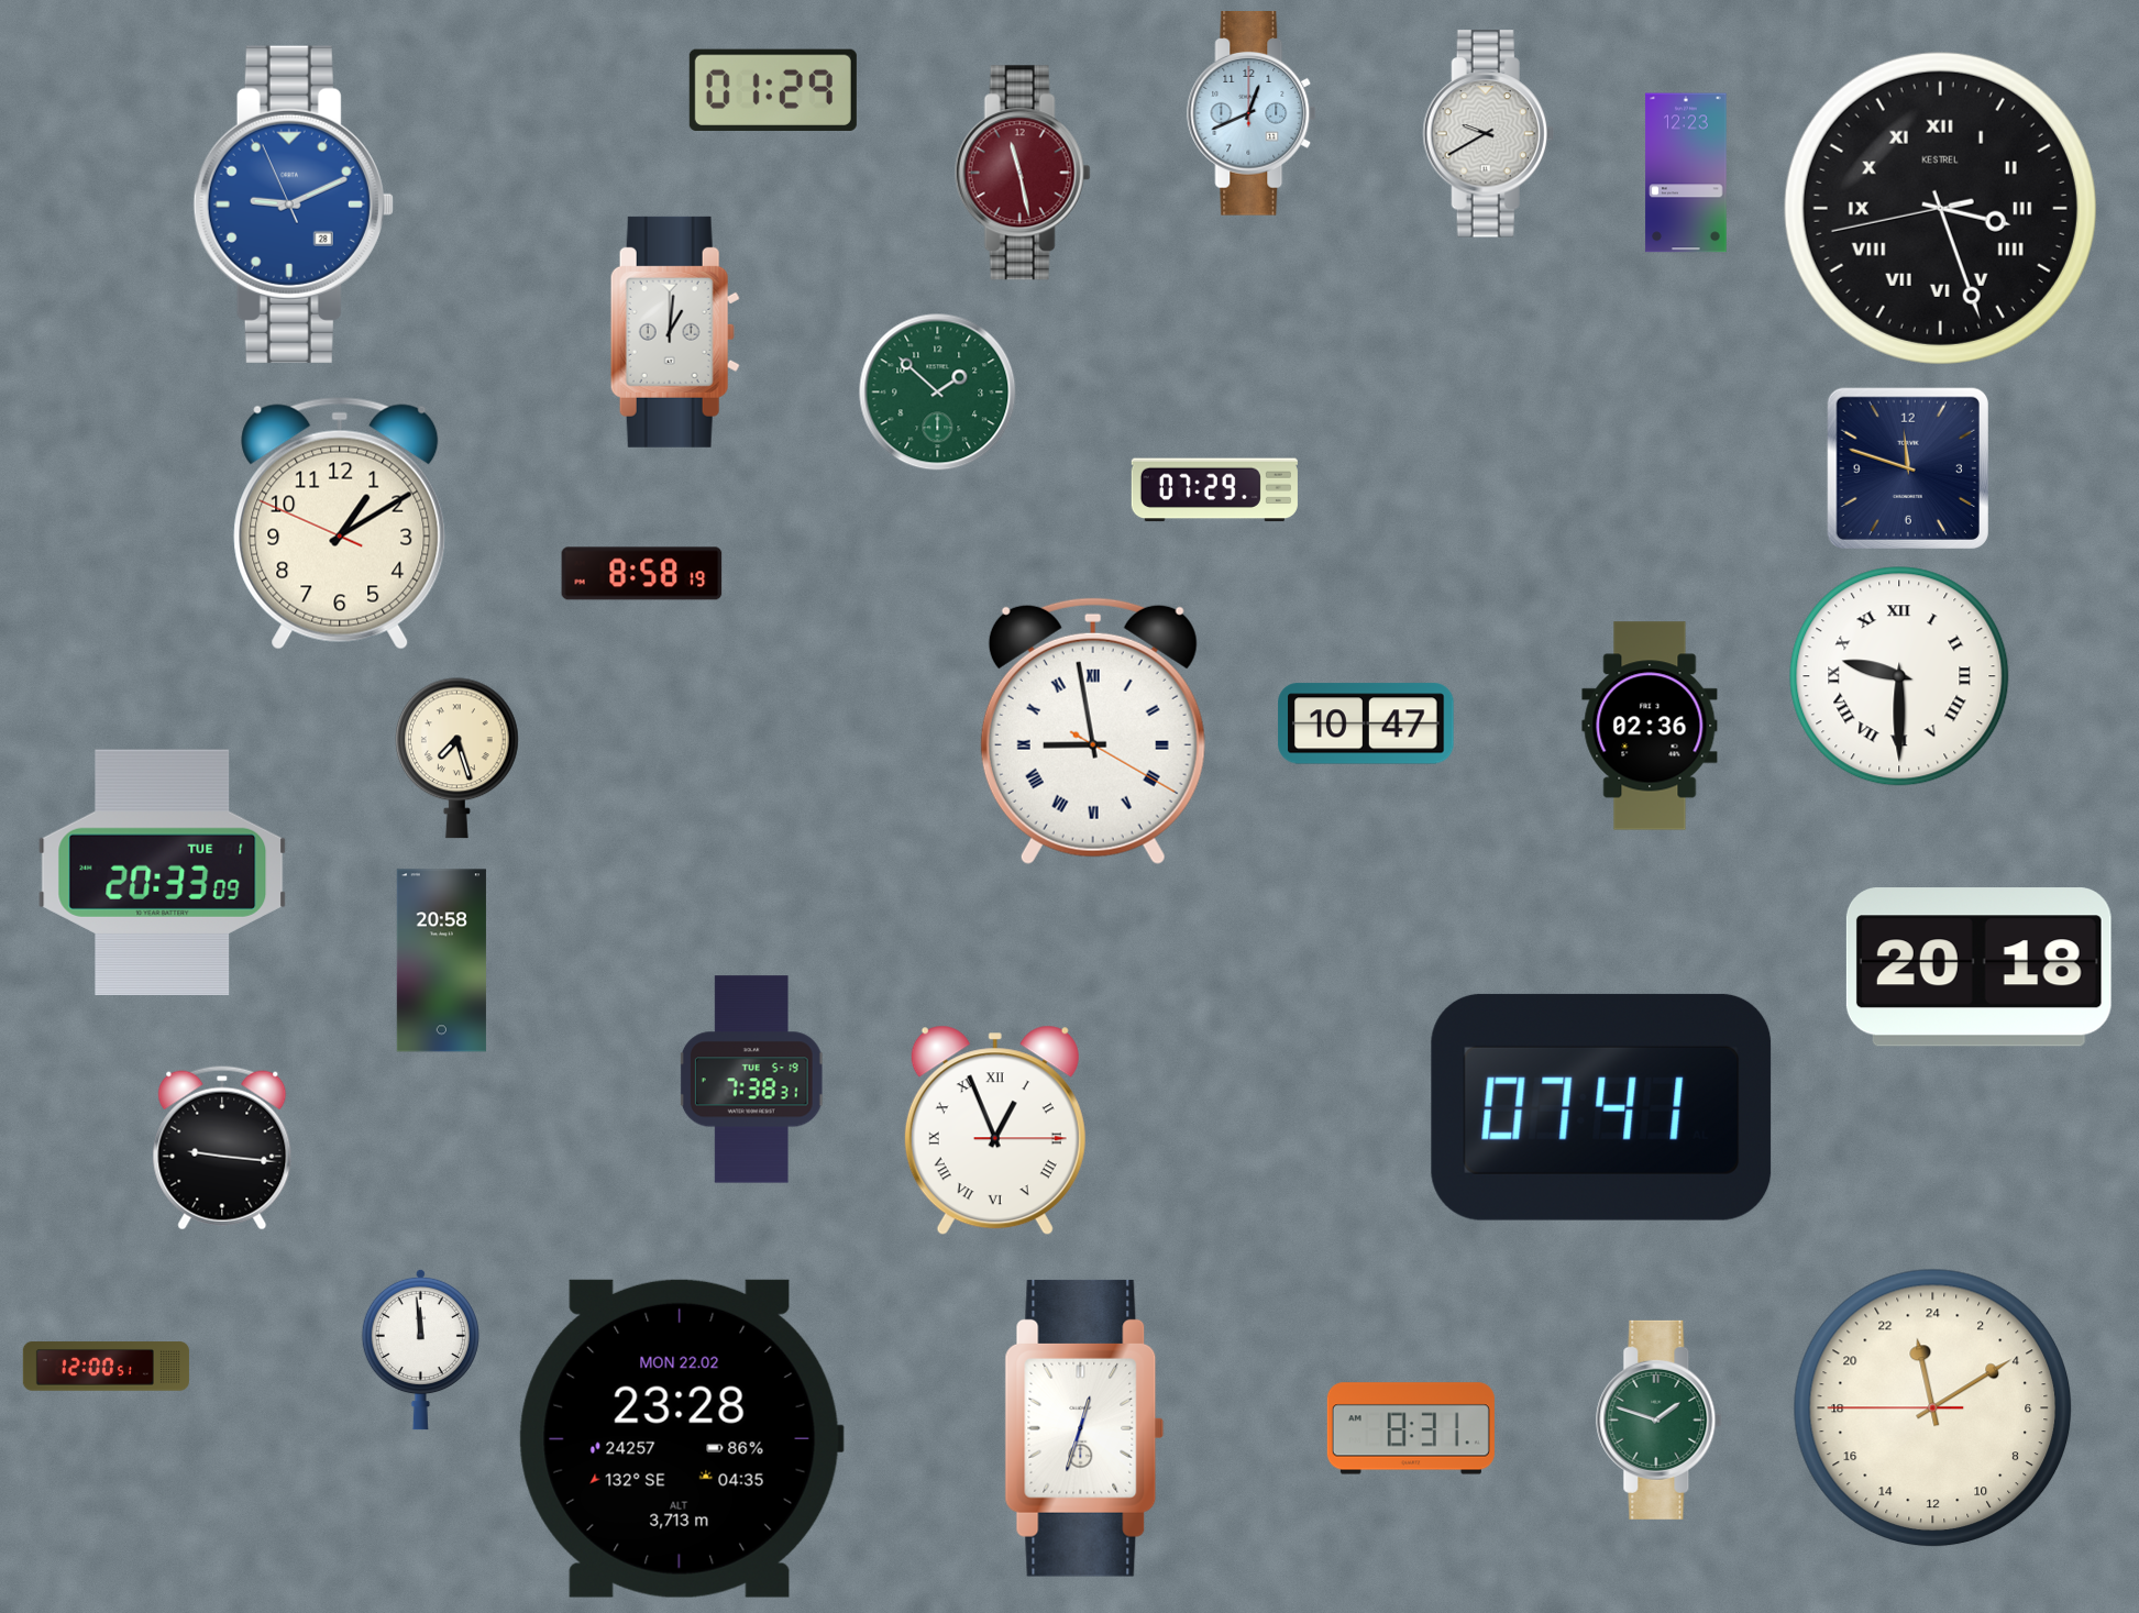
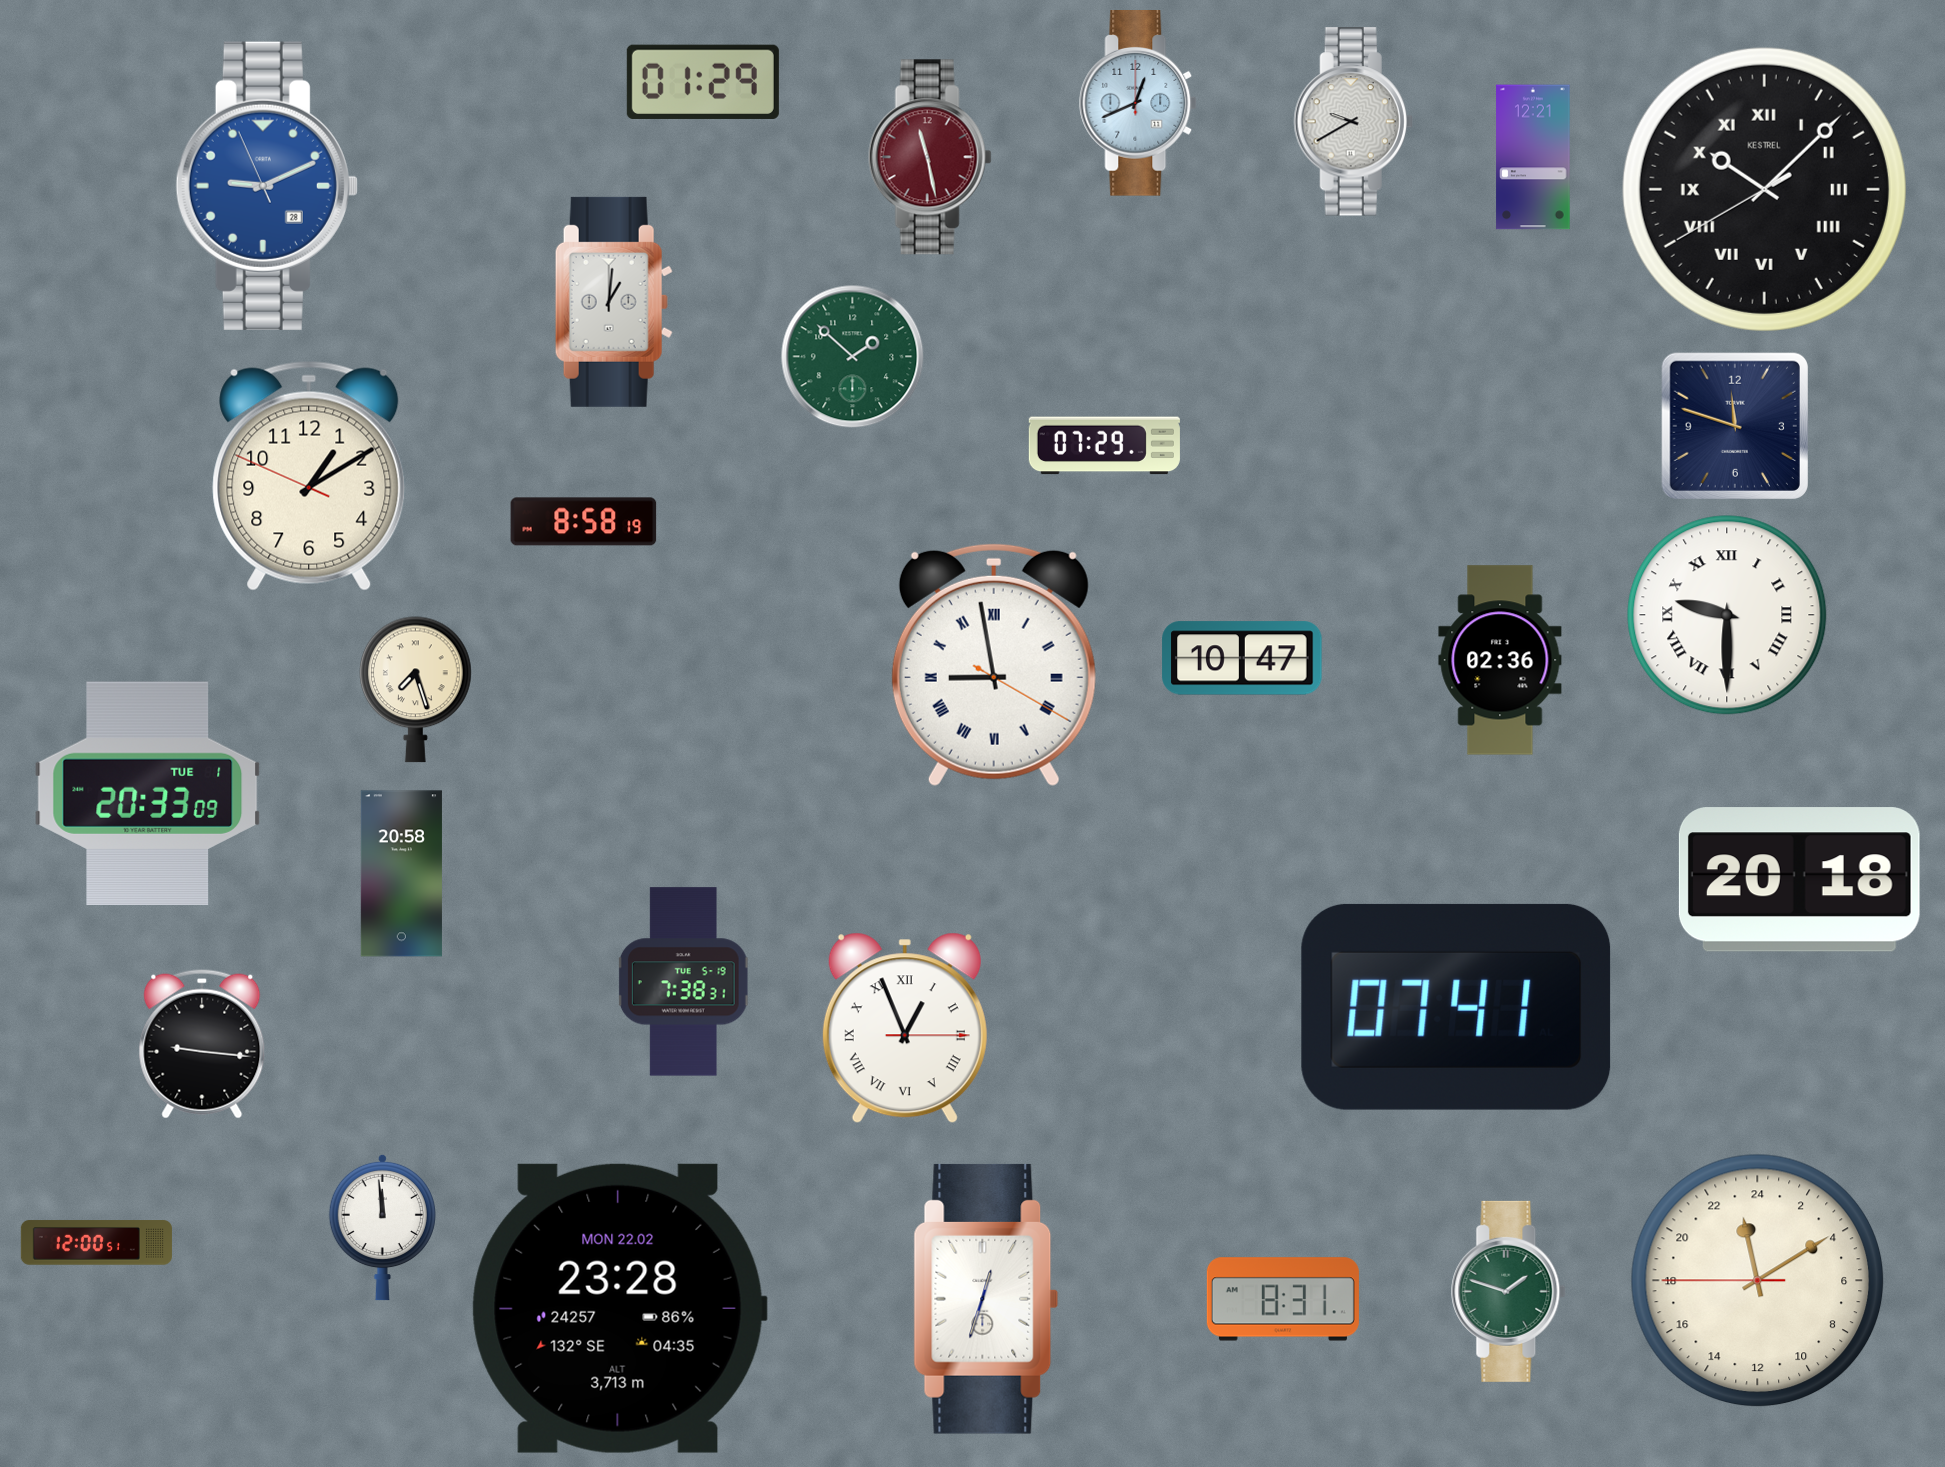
clock at (1686, 173): 12:23 -> 12:21
clock at (1940, 208): 3:26 -> 10:07
